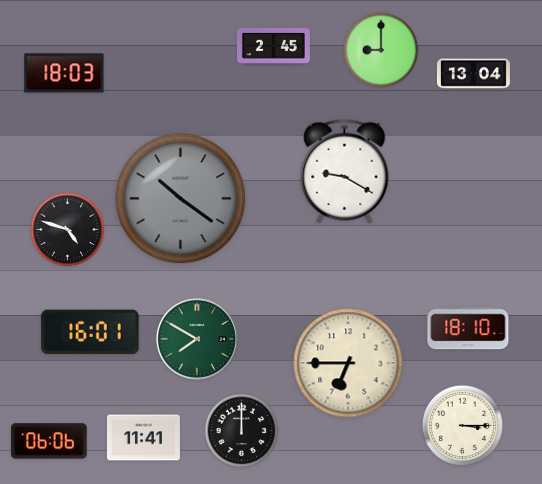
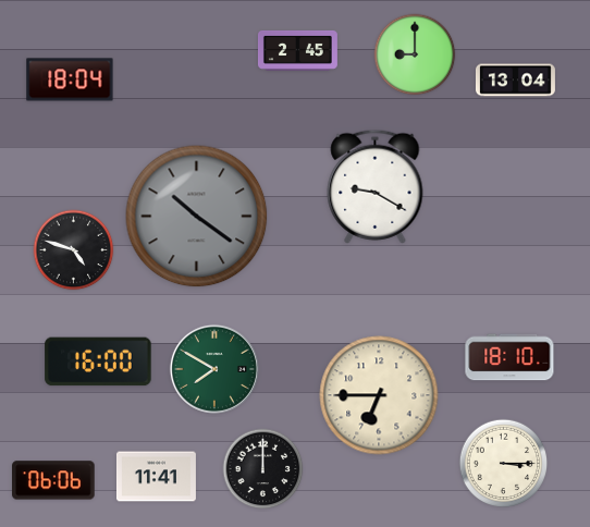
clock at (64, 73): 18:03 -> 18:04
clock at (90, 332): 16:01 -> 16:00
